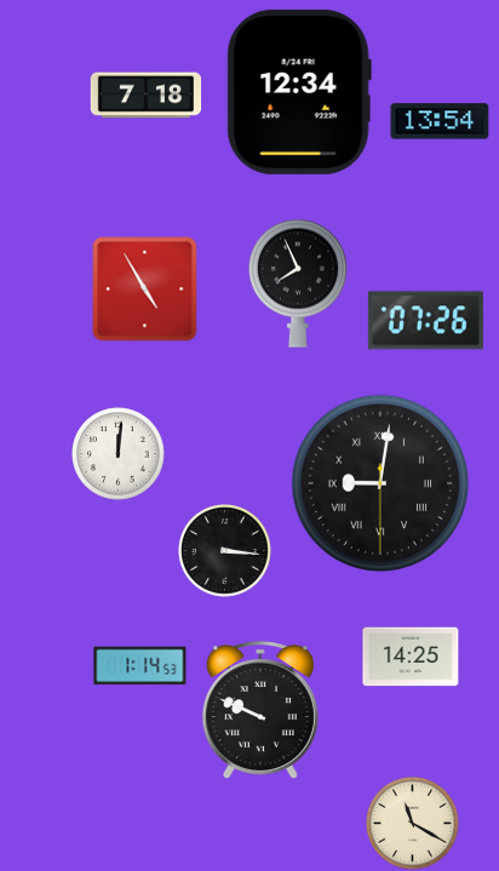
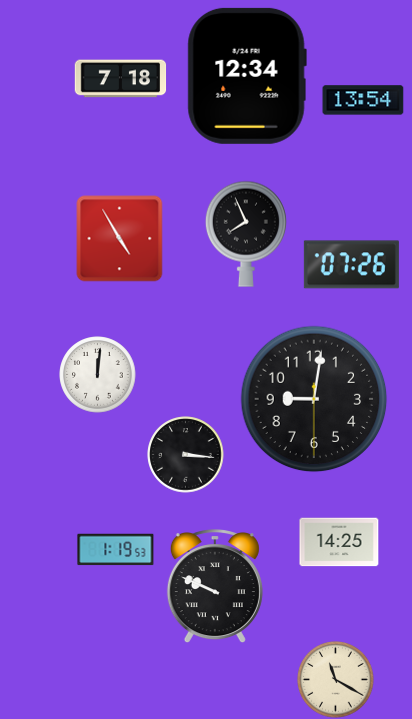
clock at (380, 483) numerals: Roman -> Arabic
clock at (140, 666): 1:14 -> 1:19
clock at (413, 824) position: (413, 824) -> (336, 680)
